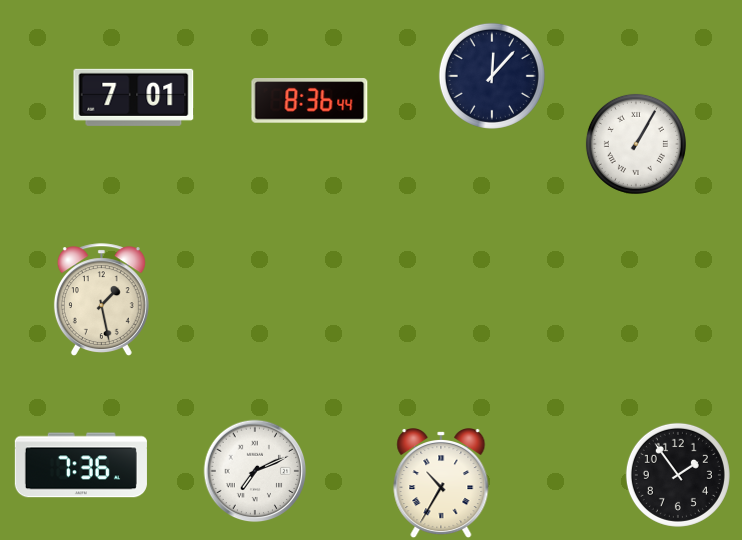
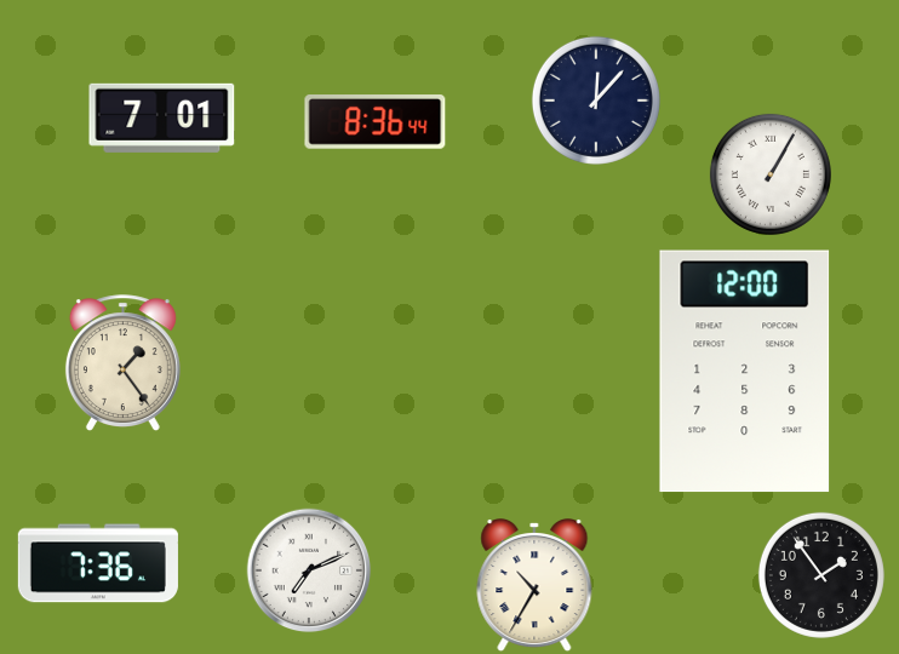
clock at (492, 76) position: (492, 76) -> (596, 101)
clock at (101, 299): 1:28 -> 1:24
clock at (745, 372): none -> 12:00
